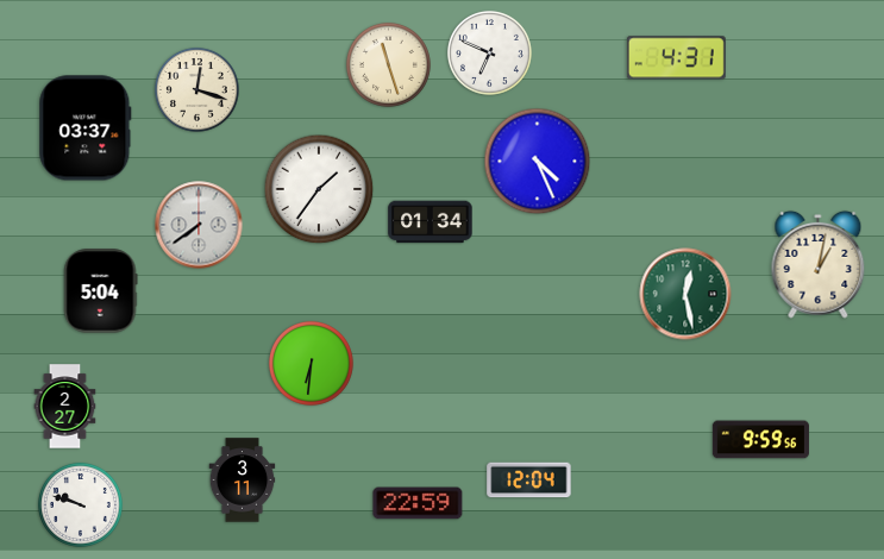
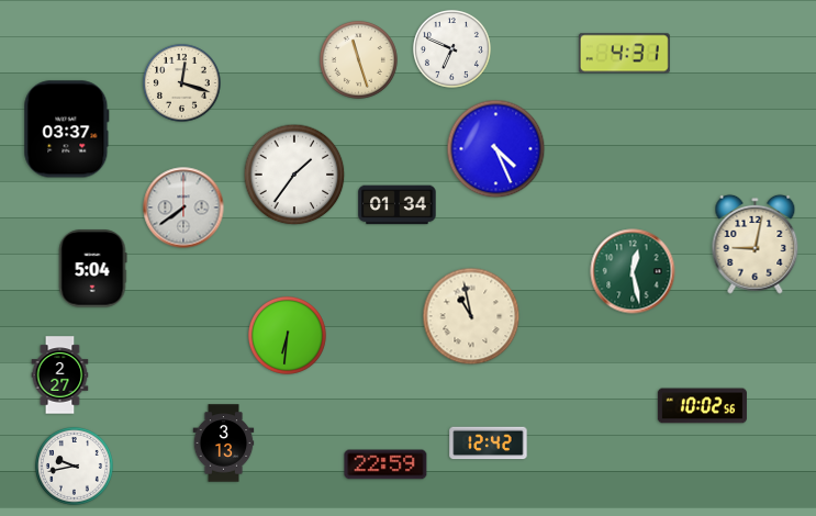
clock at (86, 128) position: (86, 128) -> (67, 130)
clock at (819, 264): 1:02 -> 9:02
clock at (471, 316): none -> 10:58
clock at (760, 440): 9:59 -> 10:02
clock at (243, 481): 3:11 -> 3:13
clock at (529, 481): 12:04 -> 12:42
clock at (80, 504): 9:48 -> 9:43
